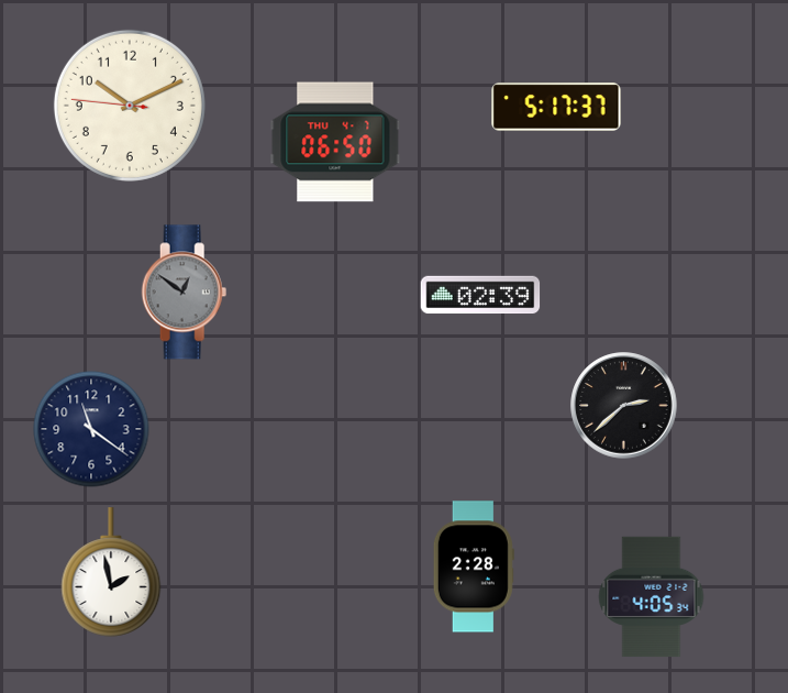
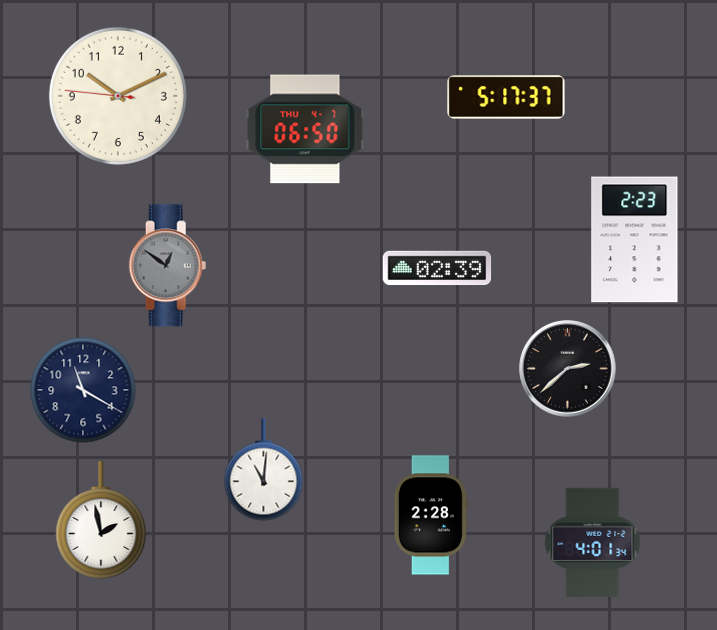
clock at (635, 240): none -> 2:23
clock at (91, 429): 11:21 -> 11:20
clock at (264, 470): none -> 11:01
clock at (652, 597): 4:05 -> 4:01
